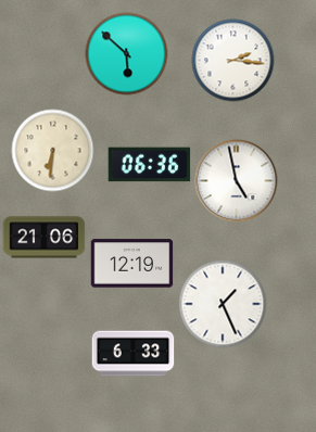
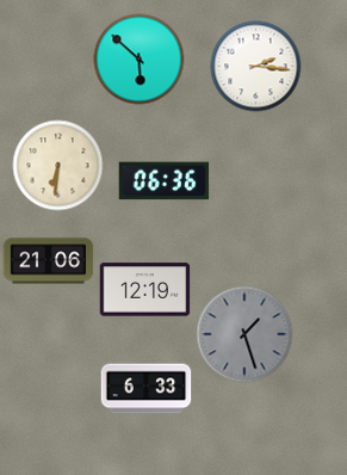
clock at (237, 181): 4:58 -> none
clock at (223, 304): 1:26 -> 1:27
clock at (223, 304) dial: white -> grey
